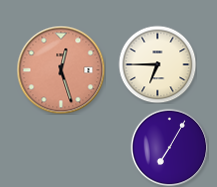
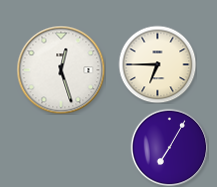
clock at (61, 70) dial: salmon -> white
